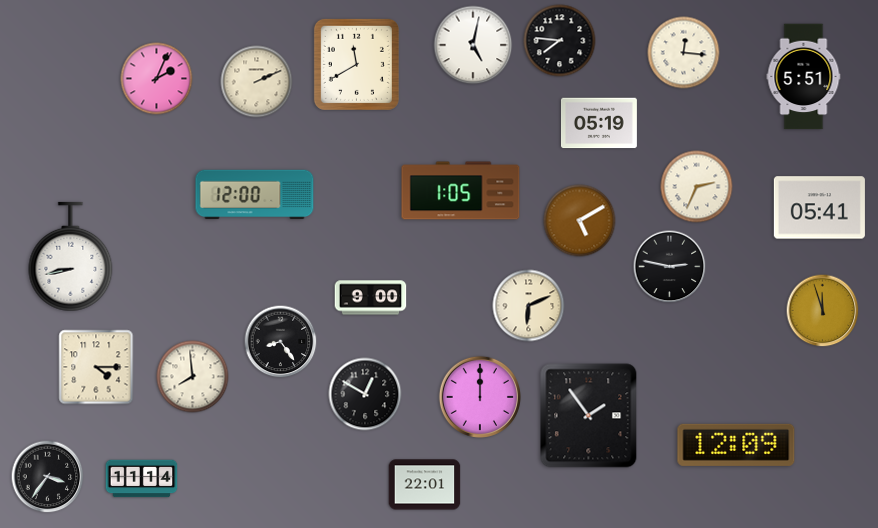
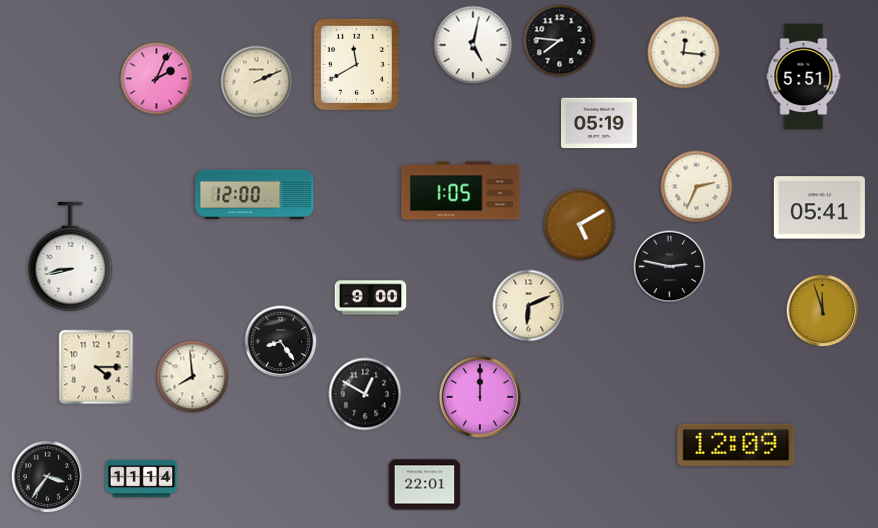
clock at (580, 221) position: (580, 221) -> (580, 225)
clock at (589, 416): 1:54 -> none
